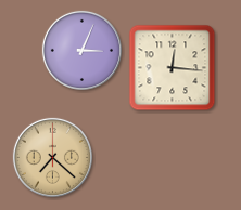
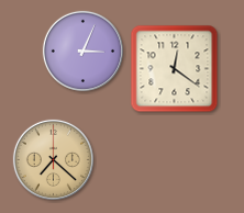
clock at (173, 68): 12:16 -> 12:21
